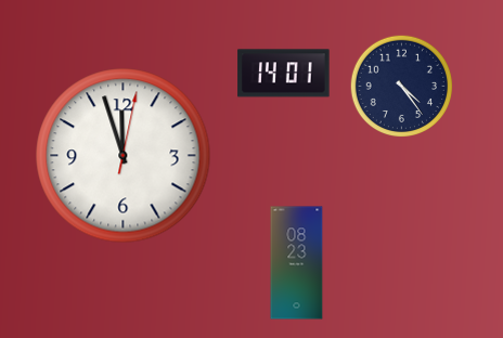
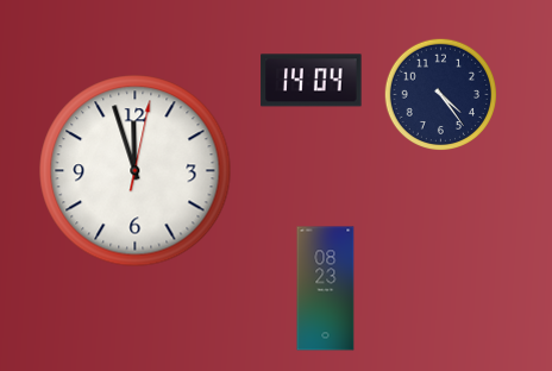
clock at (284, 74): 14:01 -> 14:04
